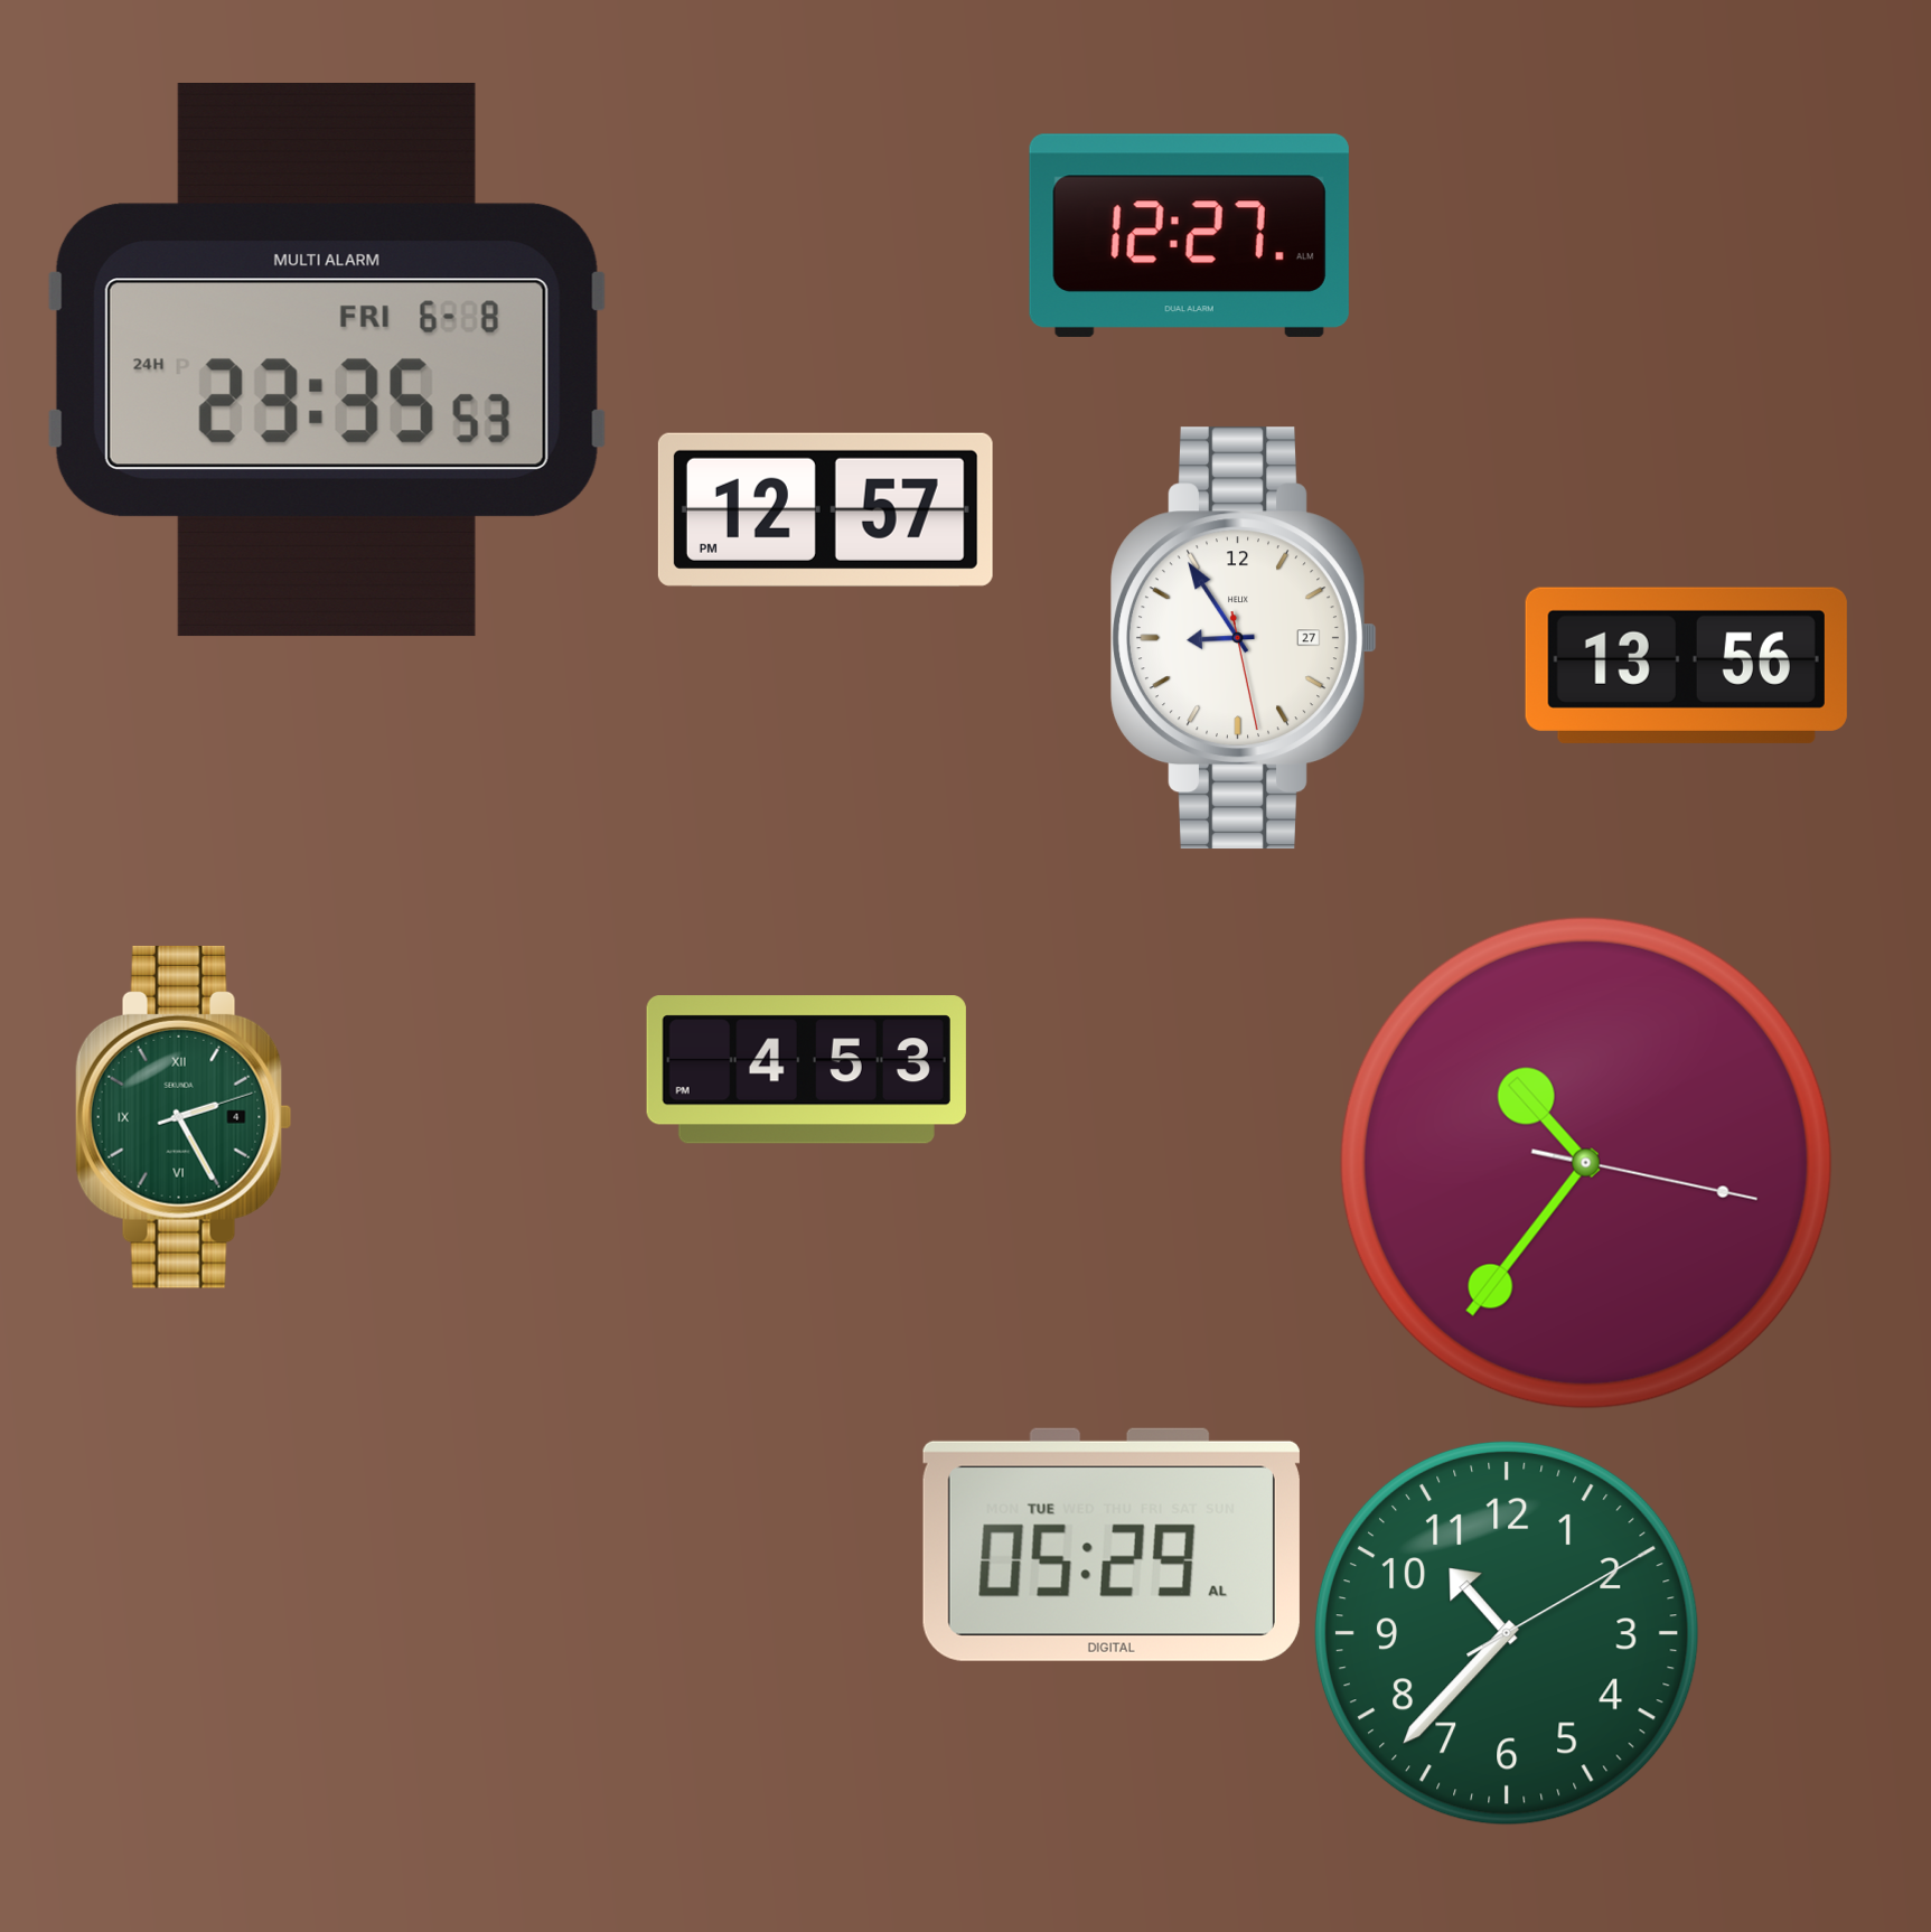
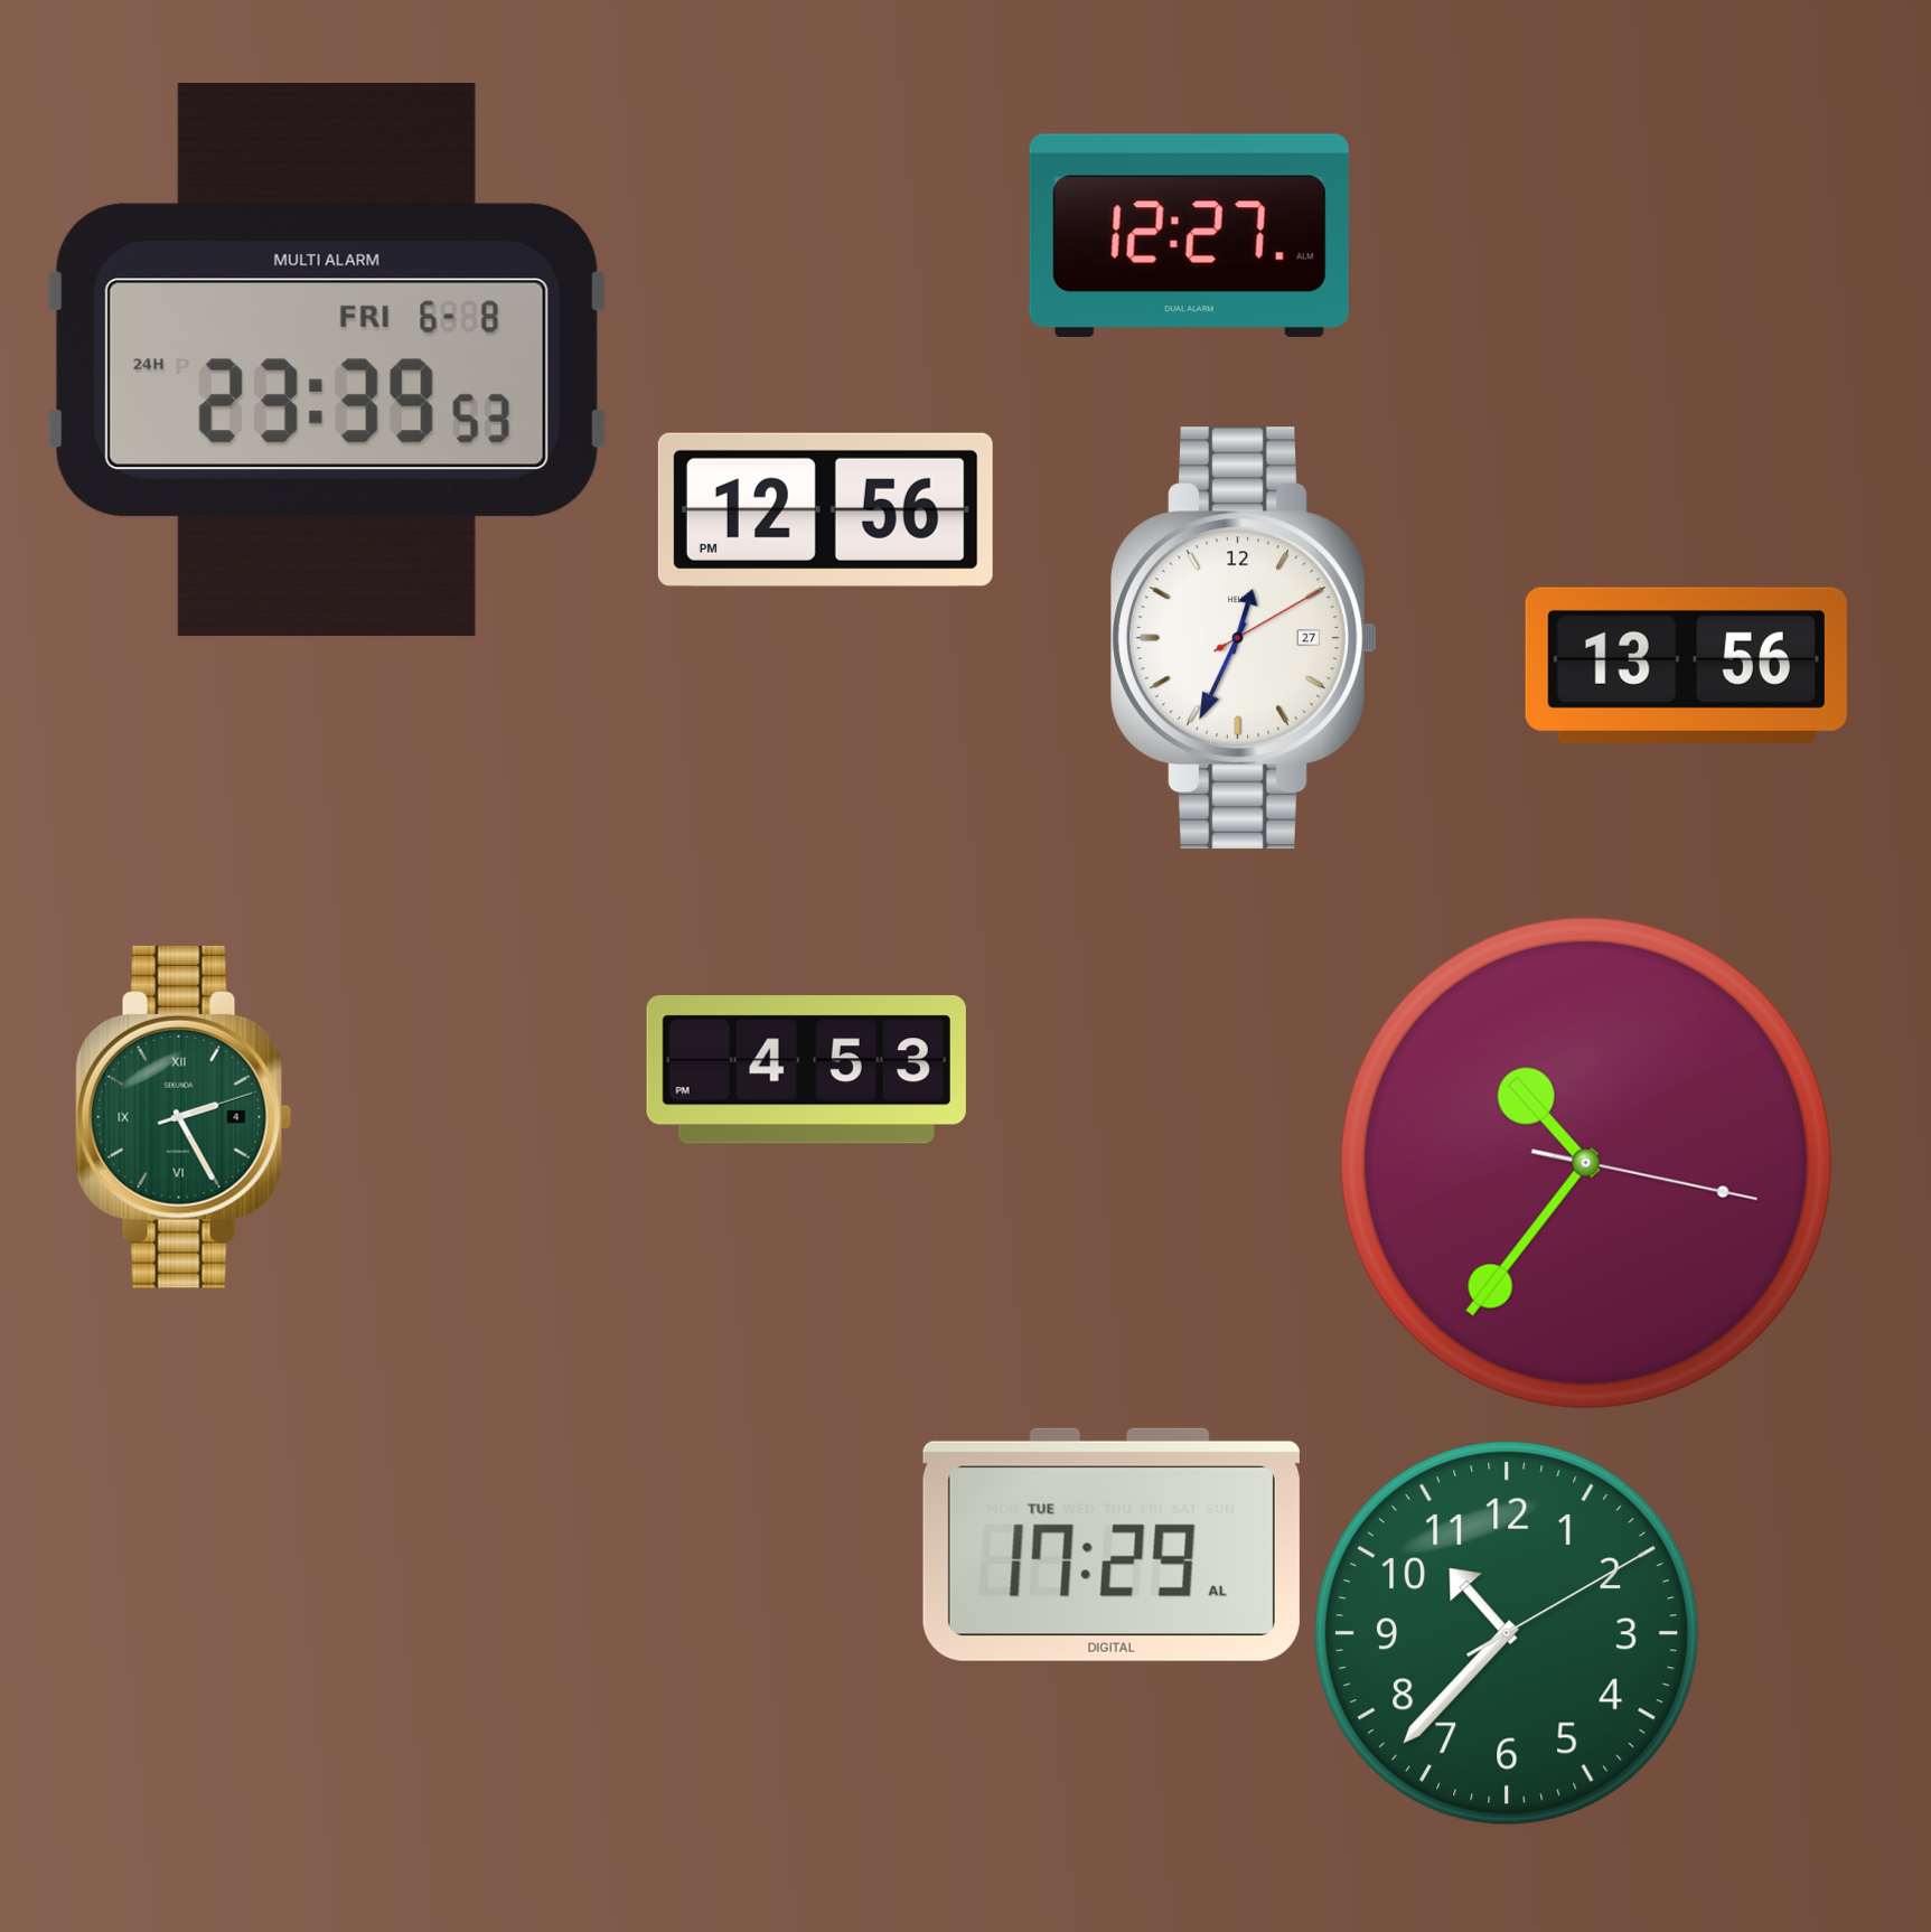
clock at (327, 360): 23:35 -> 23:39
clock at (825, 509): 12:57 -> 12:56
clock at (1244, 638): 8:54 -> 12:34
clock at (1112, 1545): 05:29 -> 17:29
